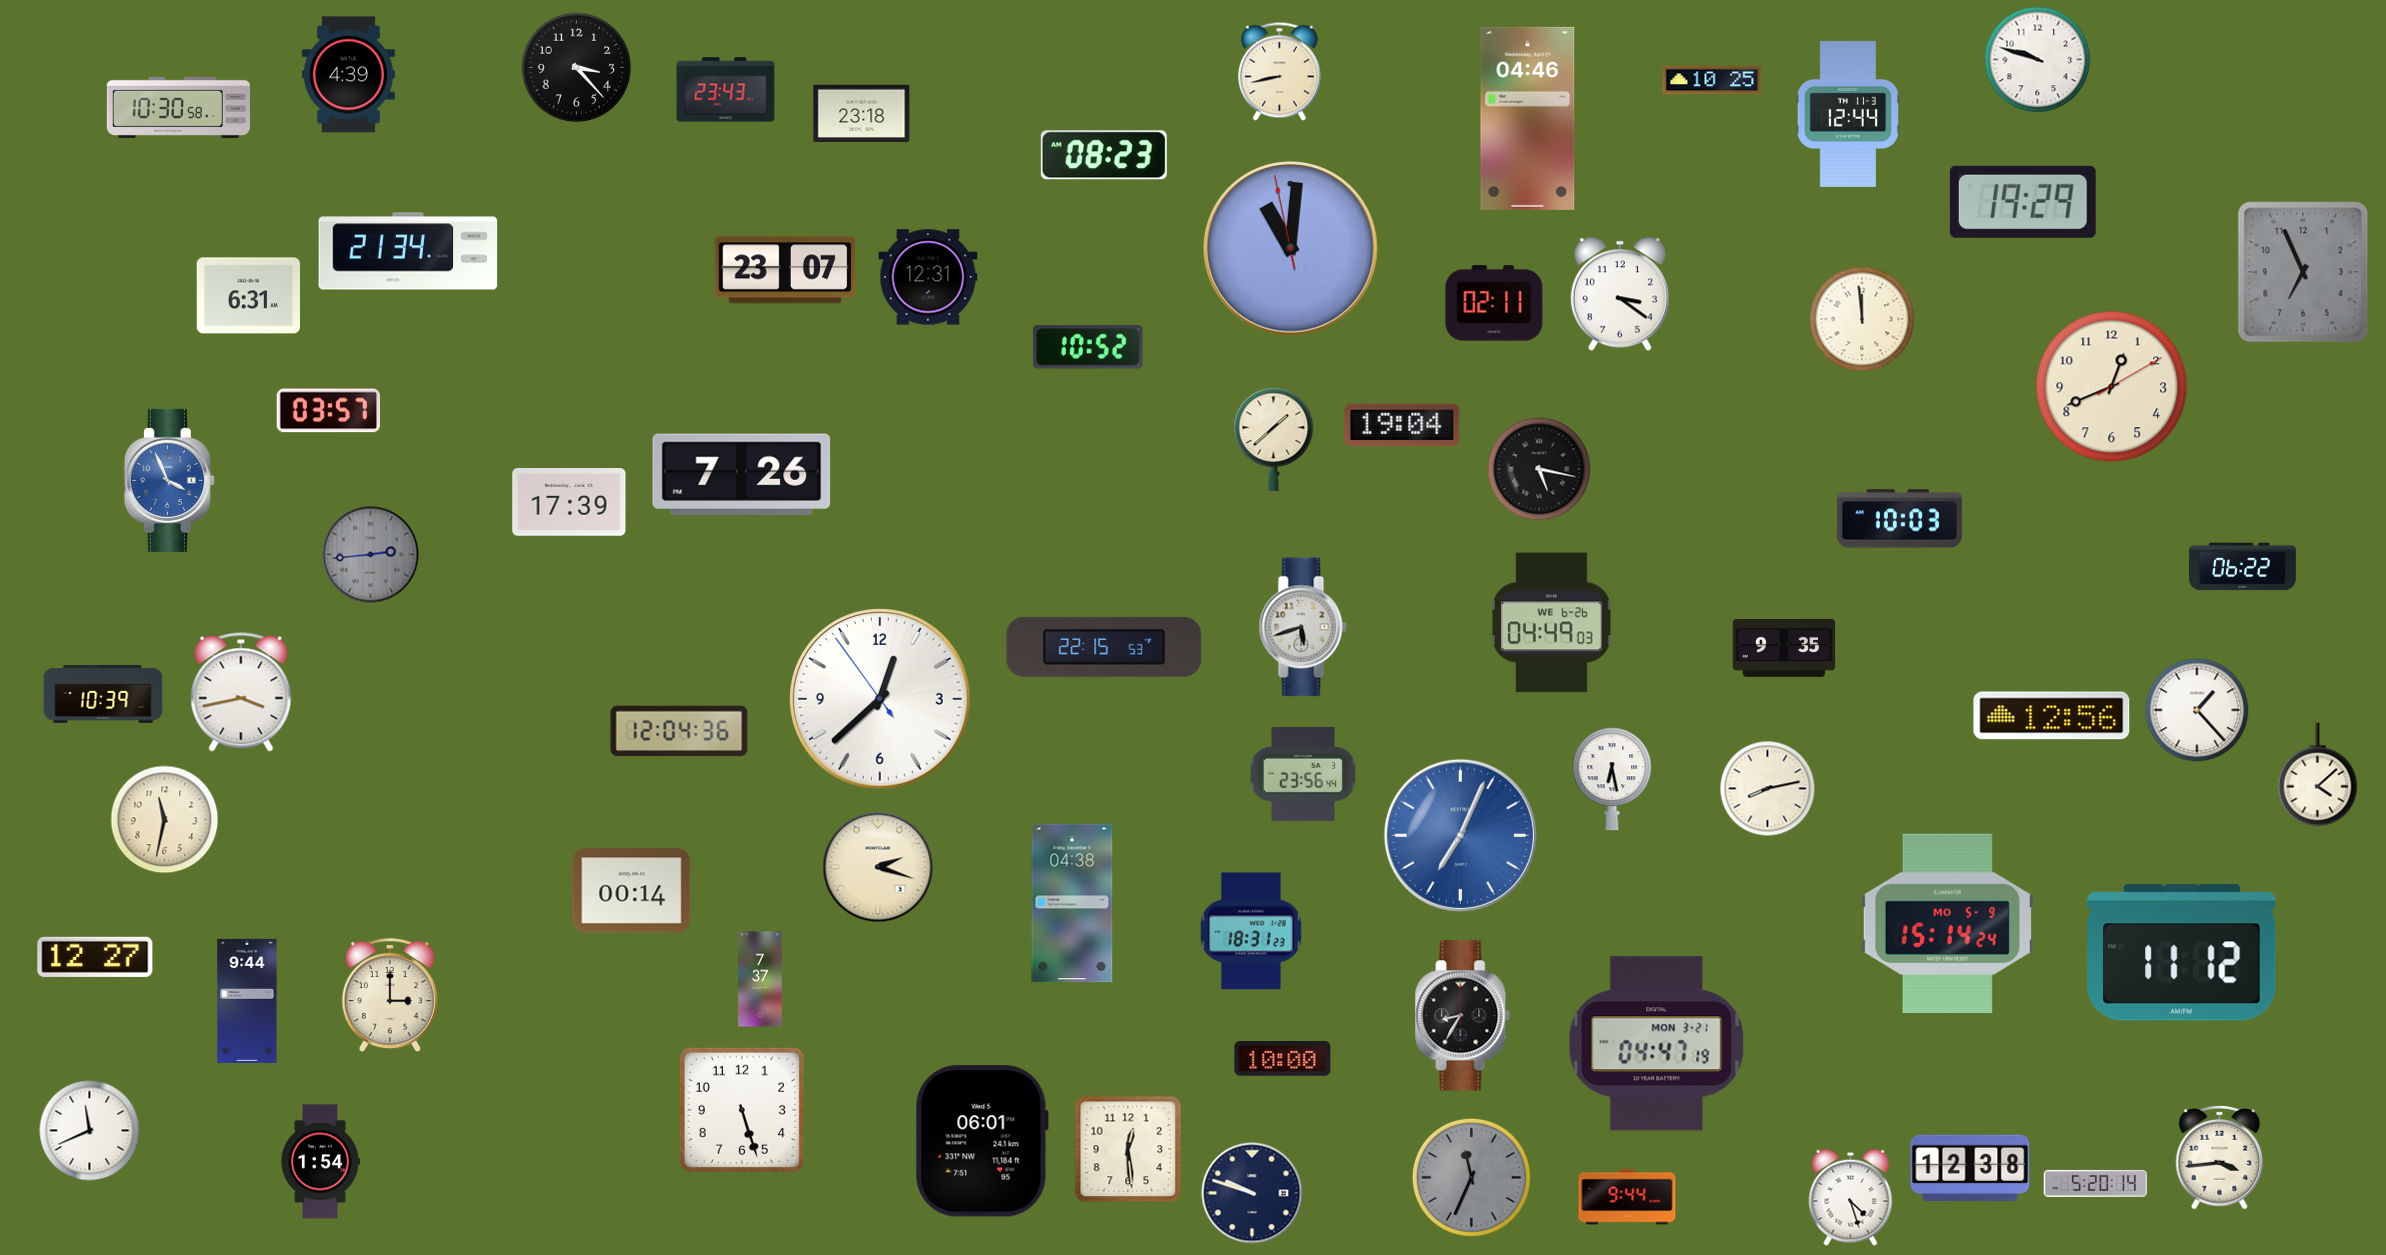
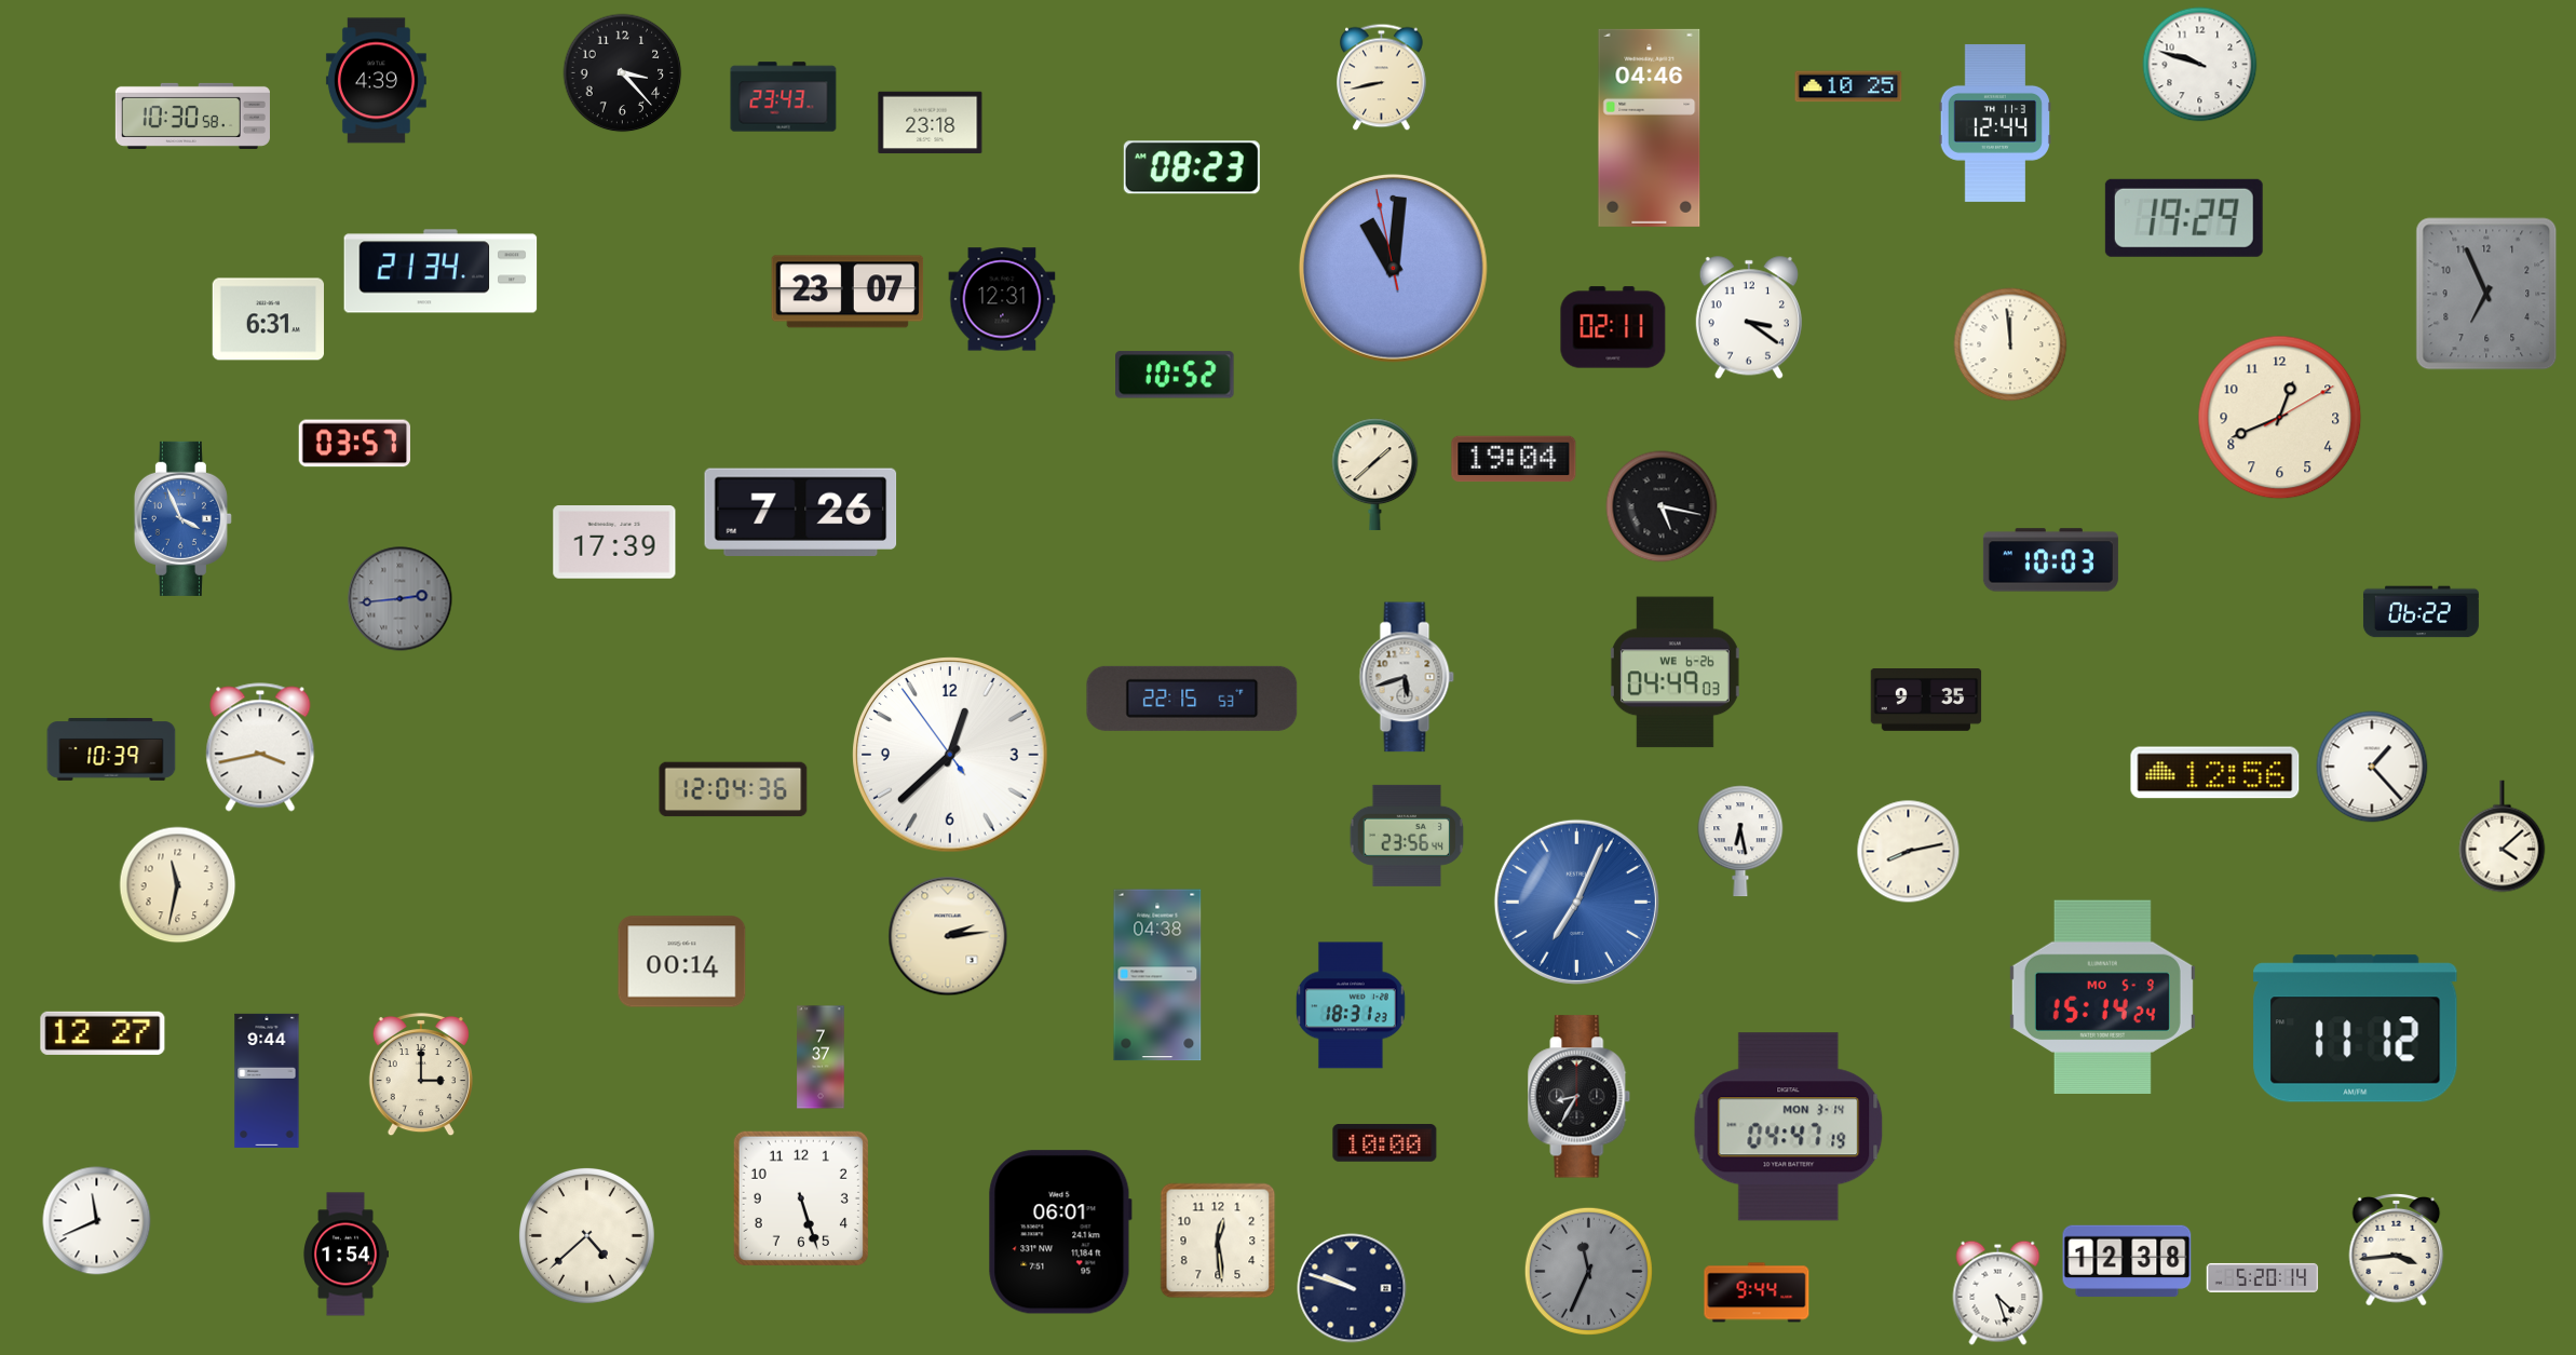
clock at (878, 867): 2:18 -> 2:14
clock at (1657, 1044) date: MON 3-21 -> MON 3-14
clock at (586, 1235): none -> 4:38
